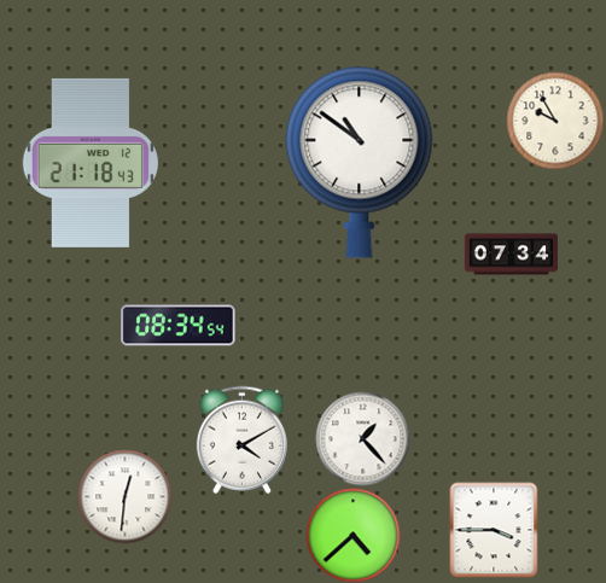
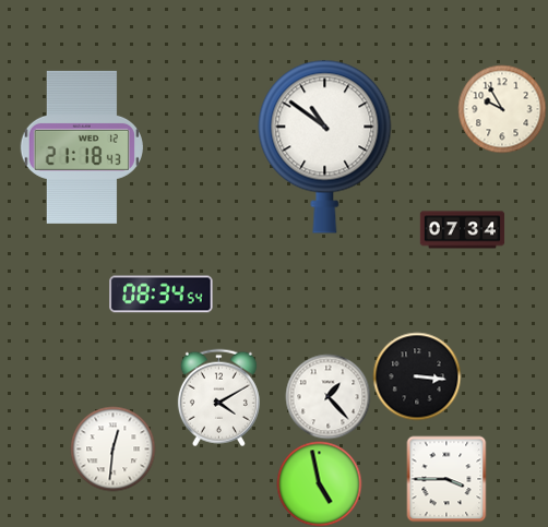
clock at (417, 376): none -> 3:16
clock at (352, 535): 4:38 -> 4:58
